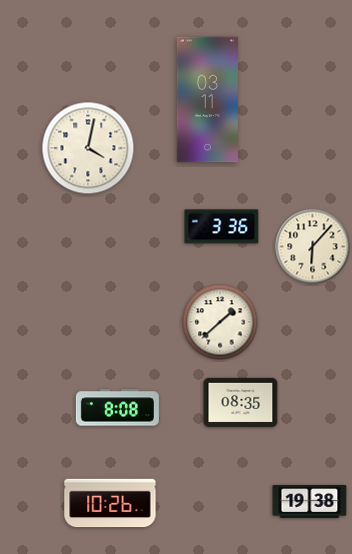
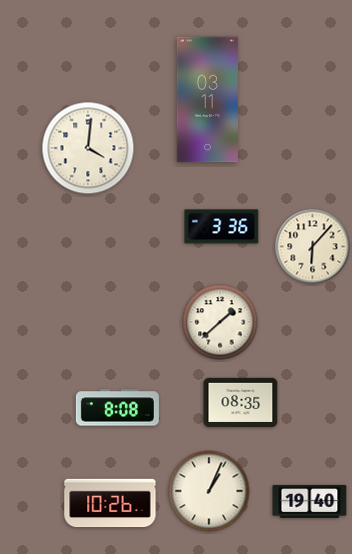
clock at (88, 148): 4:02 -> 4:01
clock at (209, 491): none -> 1:04
clock at (310, 501): 19:38 -> 19:40
